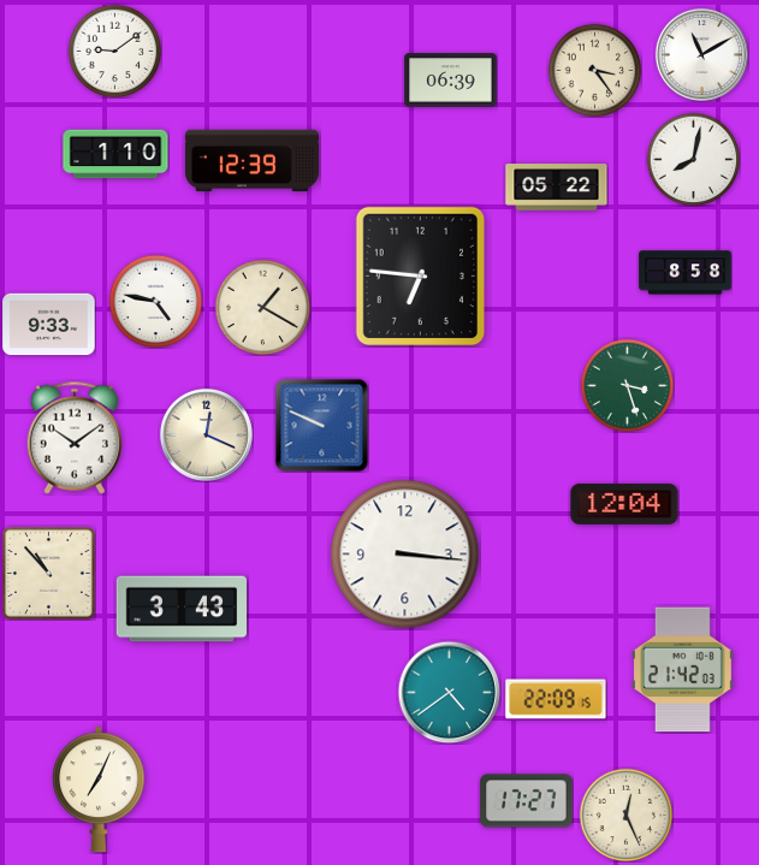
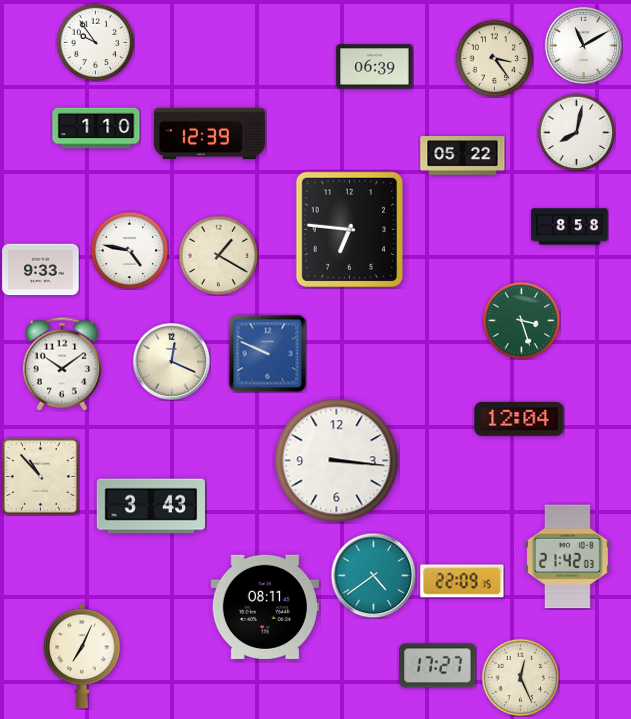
clock at (114, 51): 9:09 -> 9:54
clock at (265, 607): none -> 08:11
